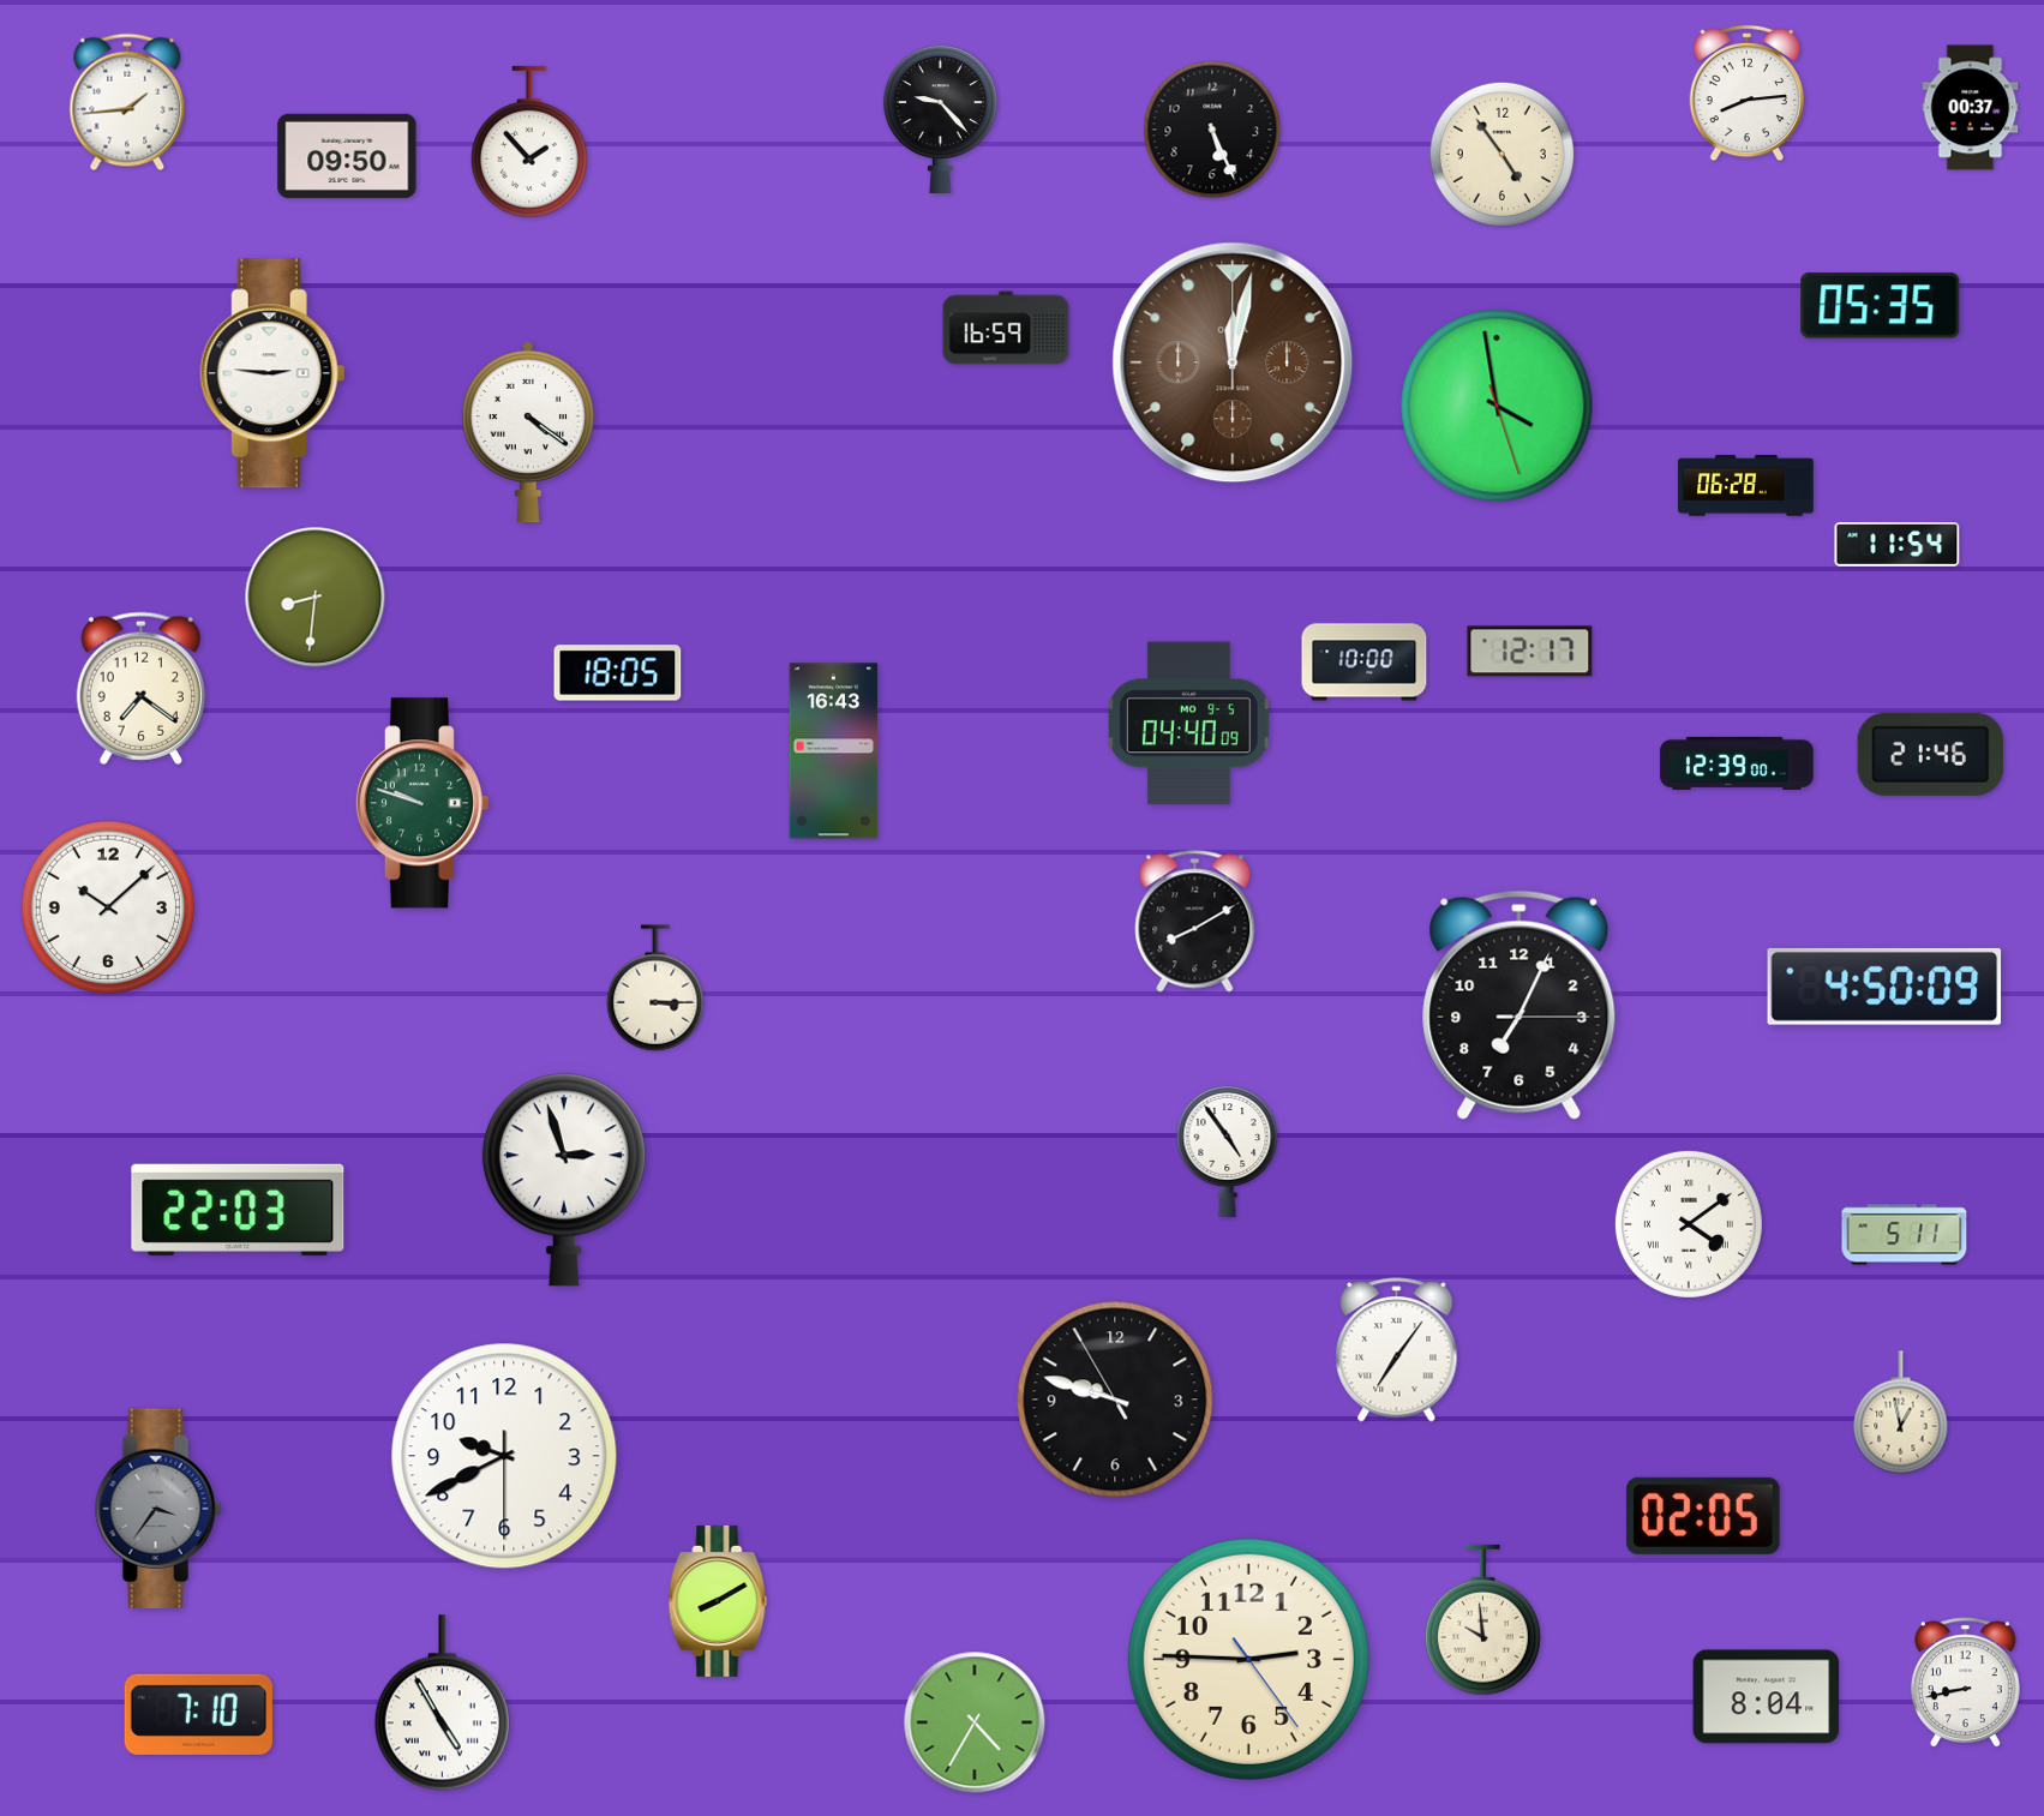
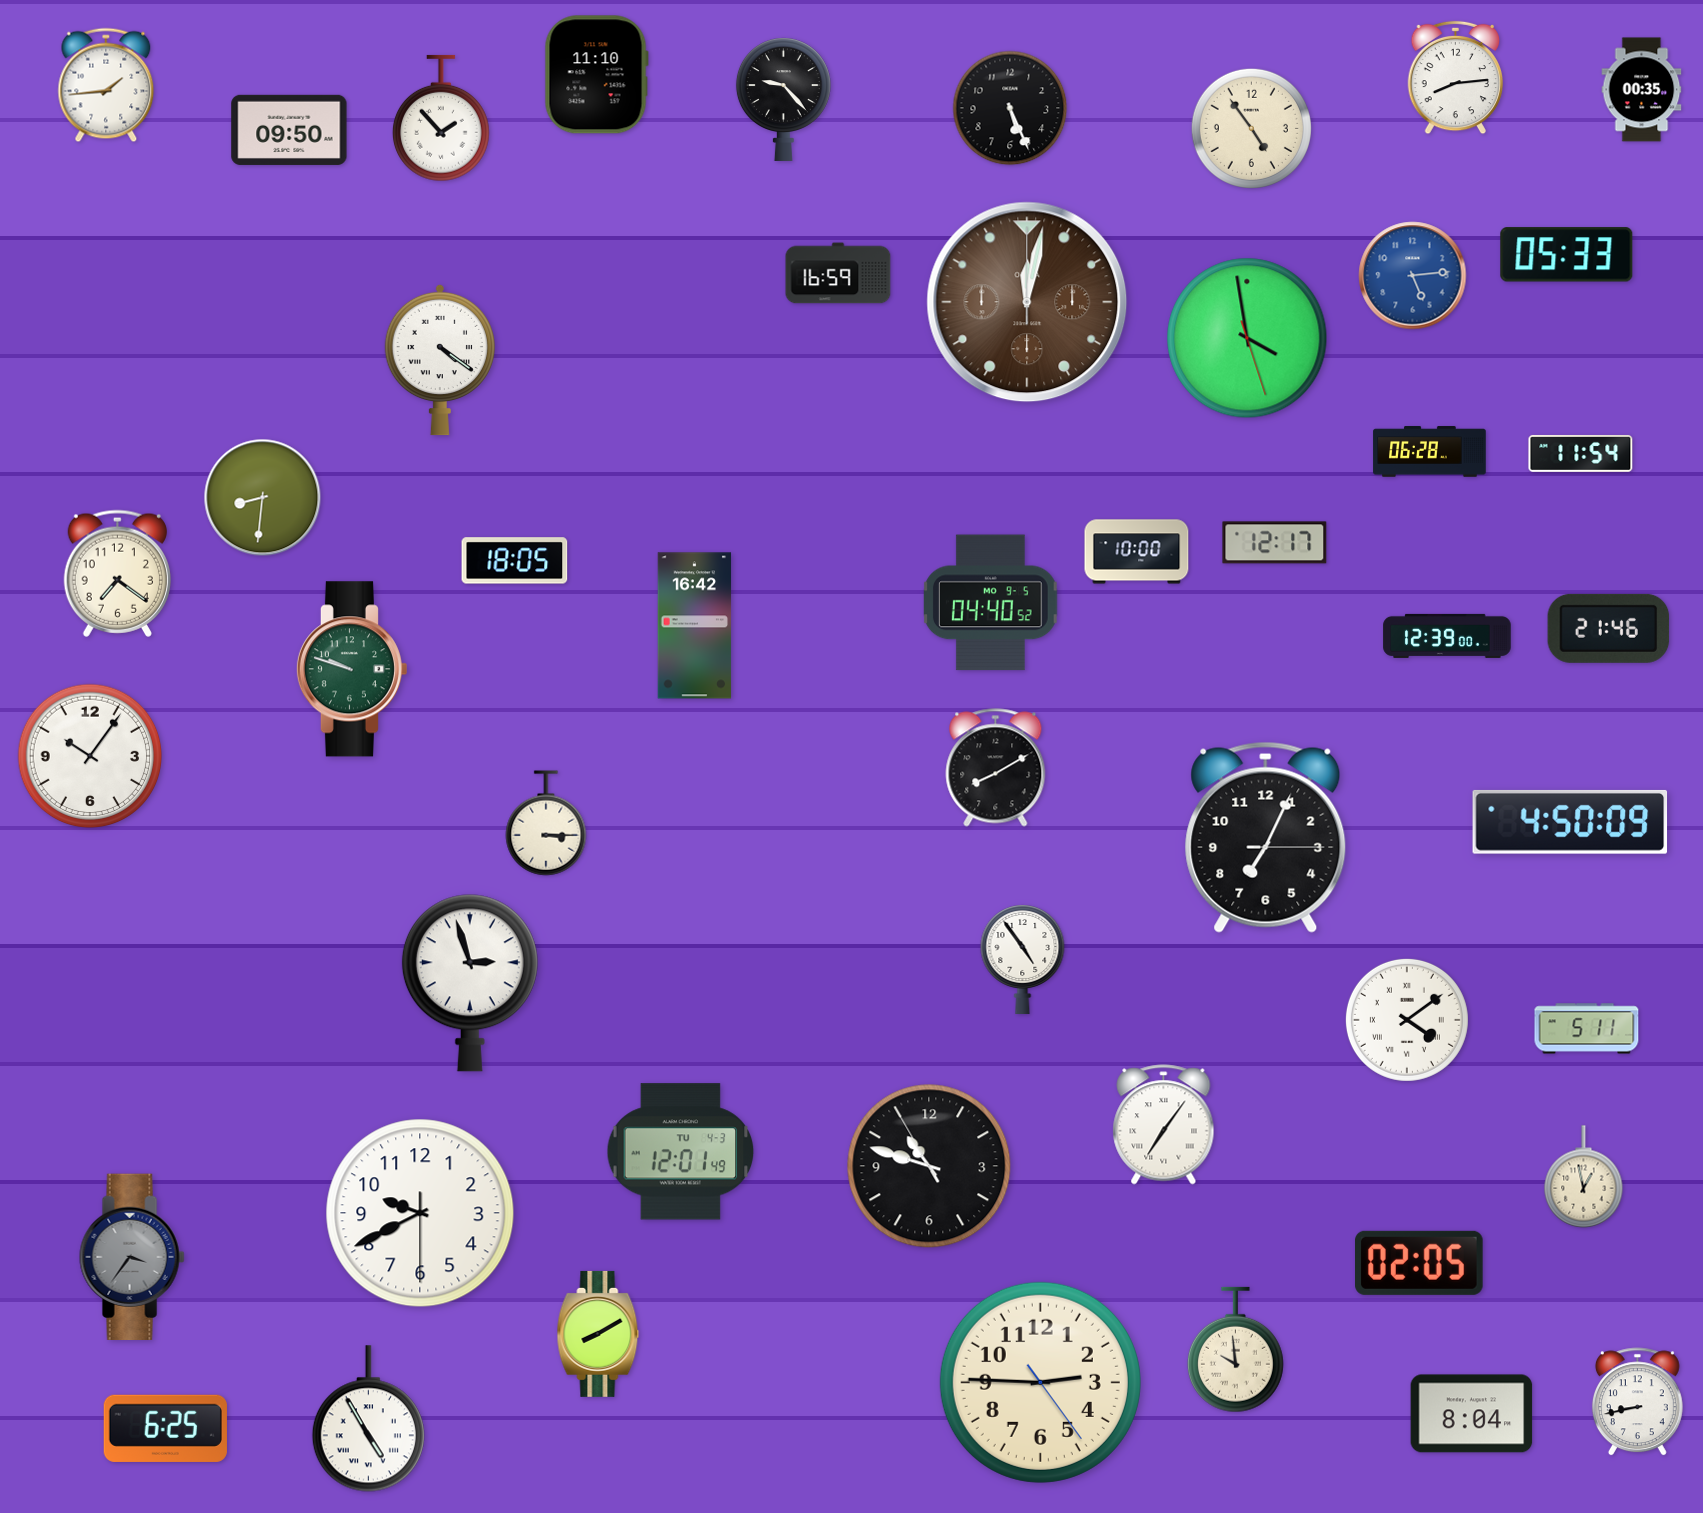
clock at (596, 75): none -> 11:10
clock at (1971, 108): 00:37 -> 00:35
clock at (1881, 306): 05:35 -> 05:33
clock at (1413, 276): none -> 5:14
clock at (272, 373): 2:46 -> none
clock at (1746, 486) position: (1746, 486) -> (1430, 452)
clock at (1188, 724): 04:40:09 -> 04:40:52
clock at (834, 751): 16:43 -> 16:42
clock at (108, 907): 10:08 -> 10:06
clock at (238, 1210): 22:03 -> none
clock at (681, 1152): none -> 12:01
clock at (1115, 1400): 9:47 -> 10:47
clock at (198, 1714): 7:10 -> 6:25
clock at (975, 1722): 4:35 -> none
